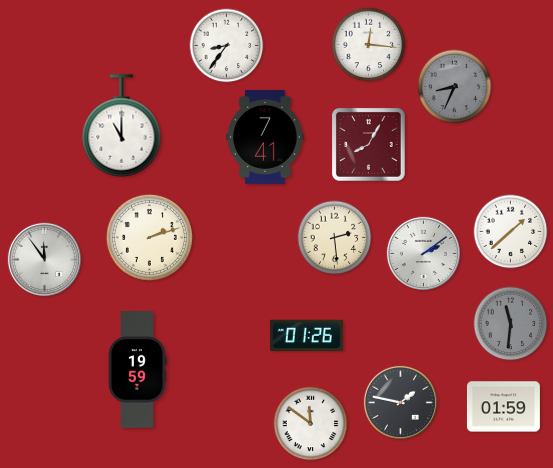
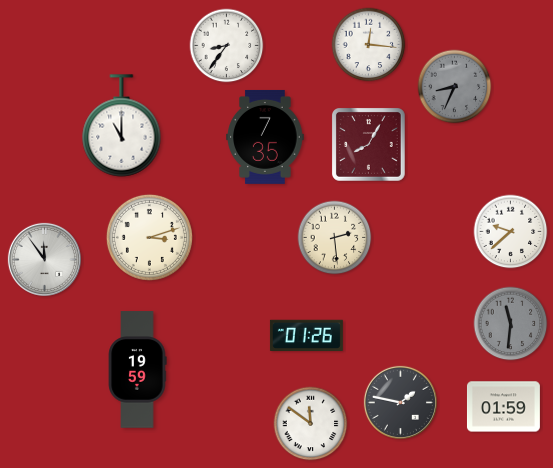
clock at (265, 137): 7:41 -> 7:35
clock at (511, 232): 1:38 -> 9:38
clock at (149, 237): 2:12 -> 3:12
clock at (423, 253): 2:09 -> none
